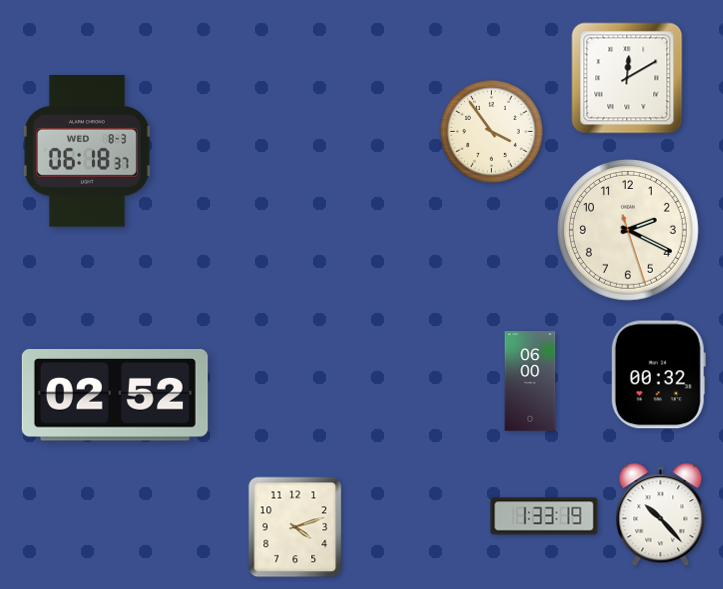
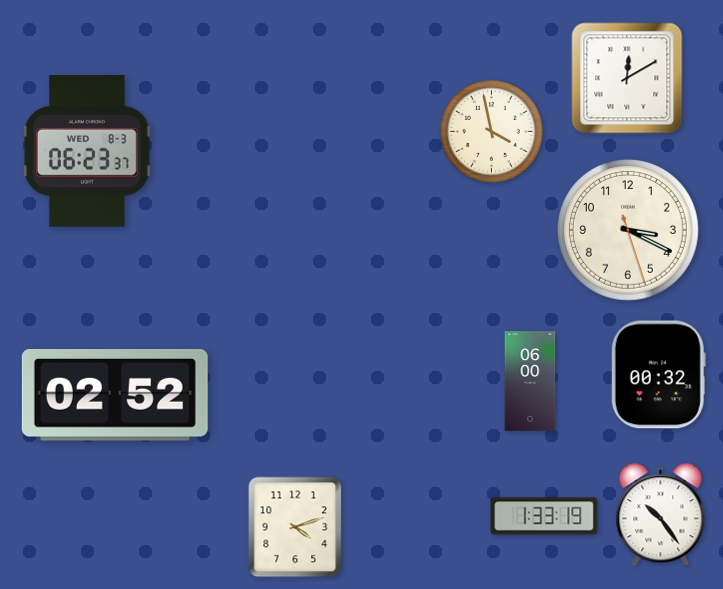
clock at (492, 132): 3:54 -> 3:58
clock at (87, 151): 06:18 -> 06:23
clock at (628, 230): 2:19 -> 3:19
clock at (661, 515): 10:23 -> 10:24
